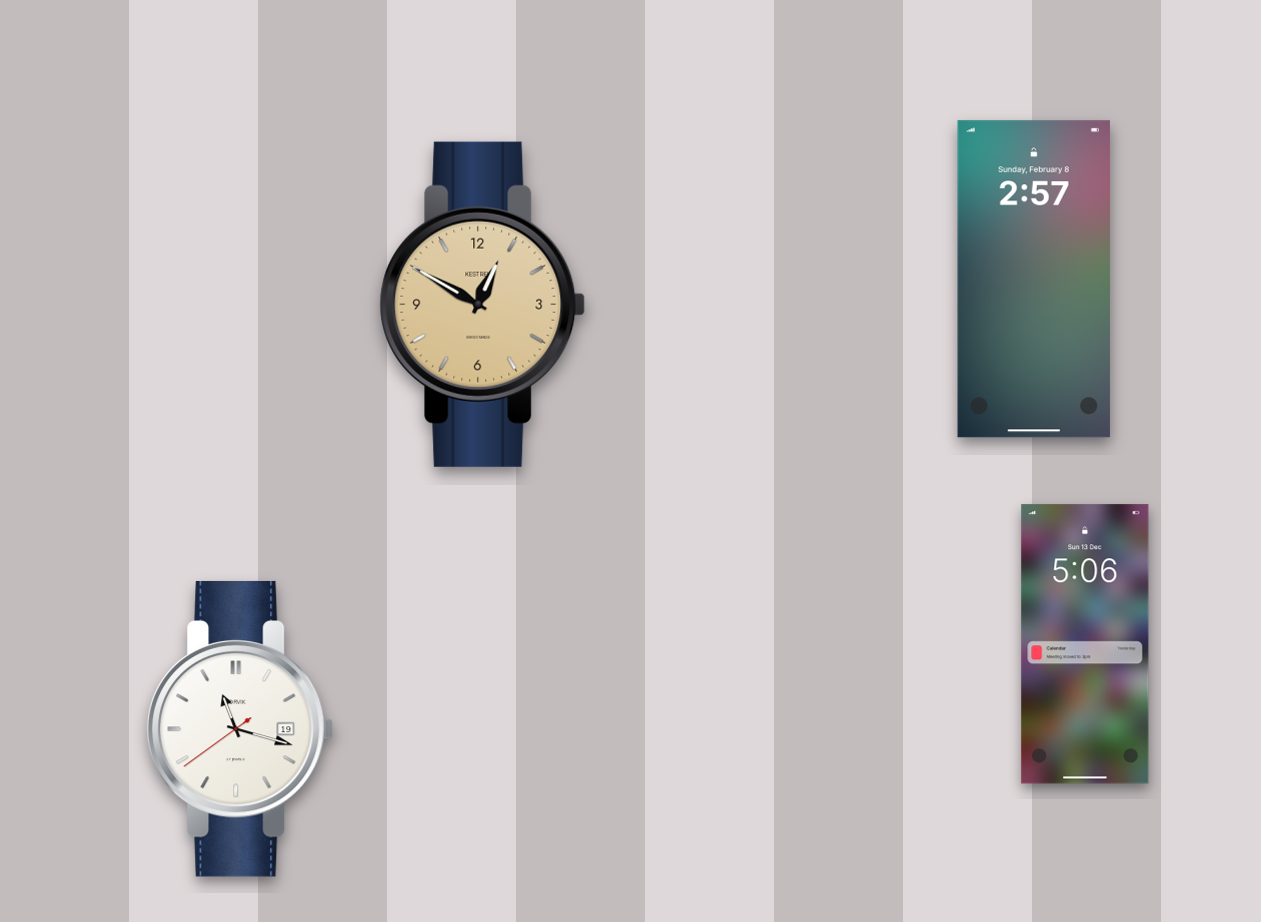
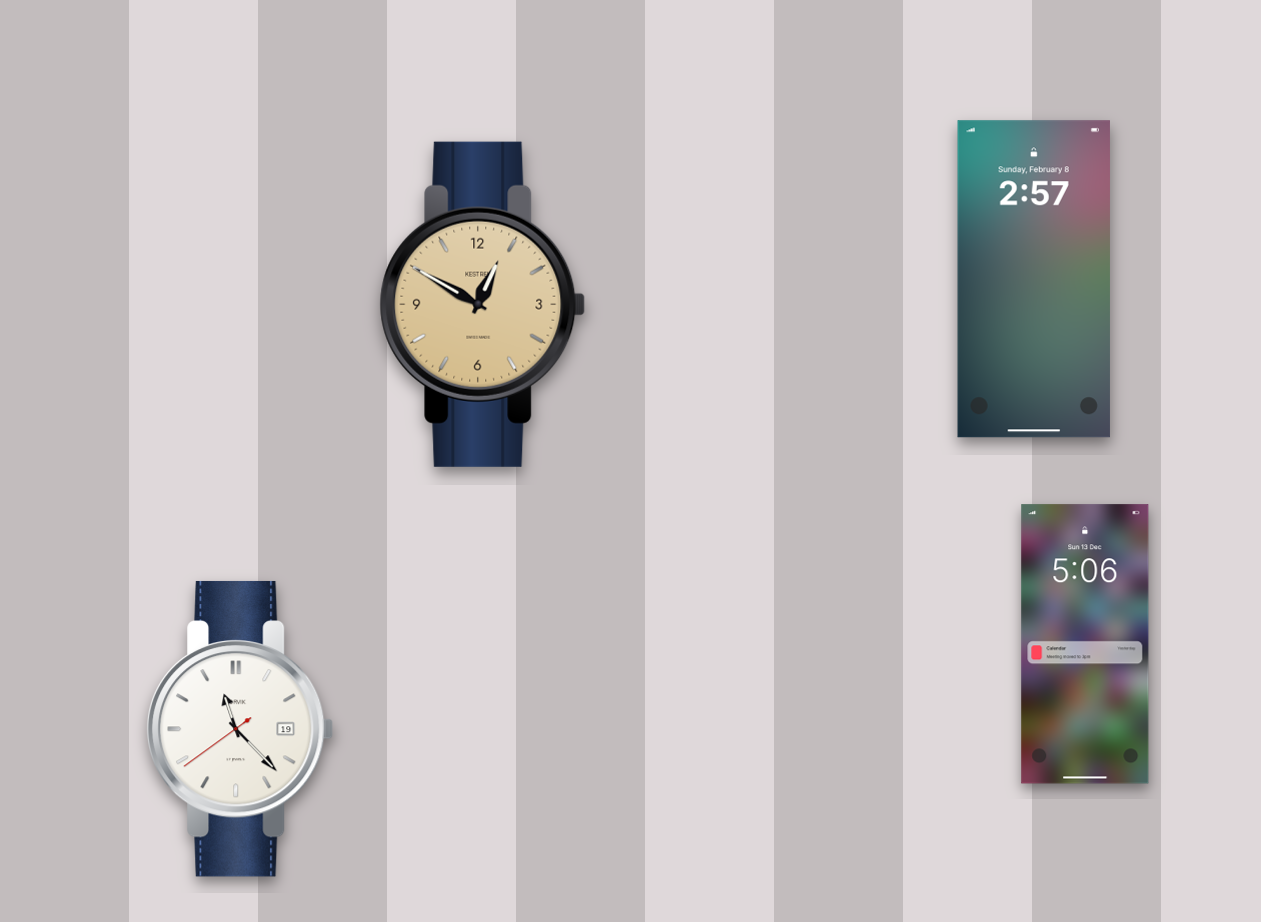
clock at (240, 729): 11:17 -> 11:22
